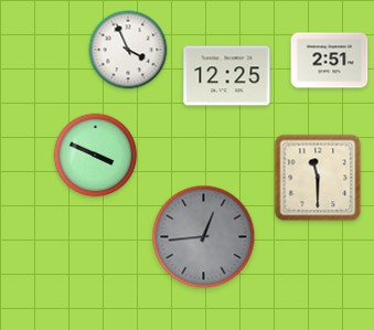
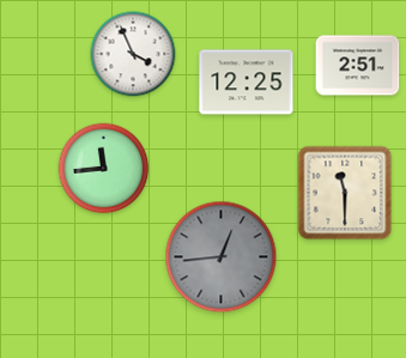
clock at (128, 50) position: (128, 50) -> (133, 54)
clock at (96, 156): 3:49 -> 11:44
